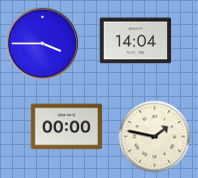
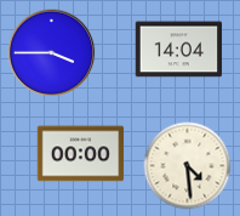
clock at (136, 41) position: (136, 41) -> (179, 50)
clock at (155, 137): 1:47 -> 4:29
